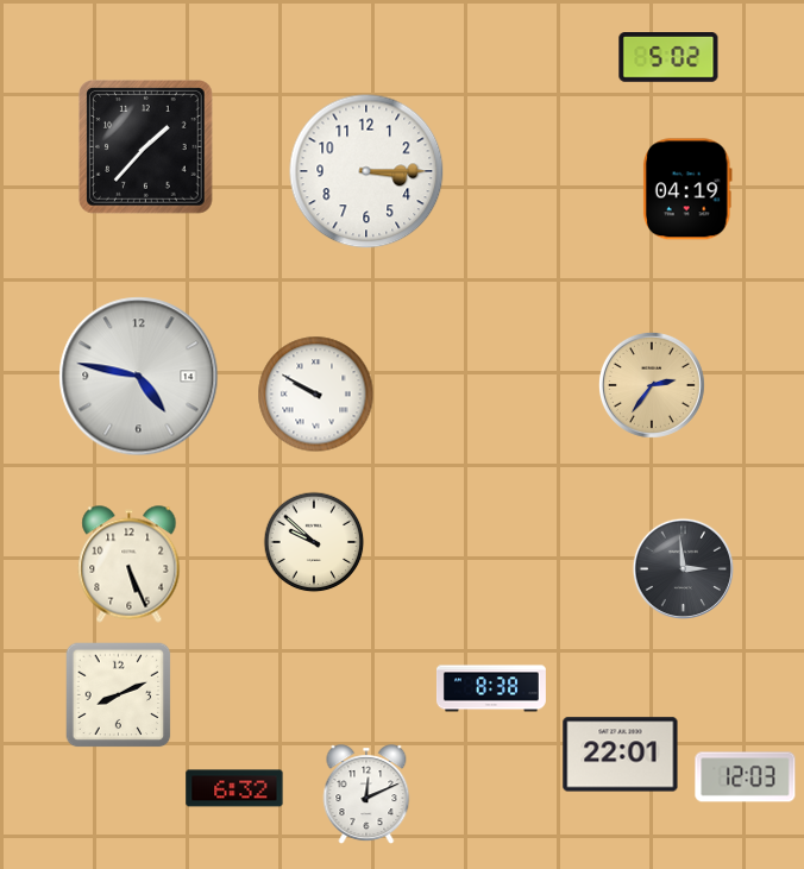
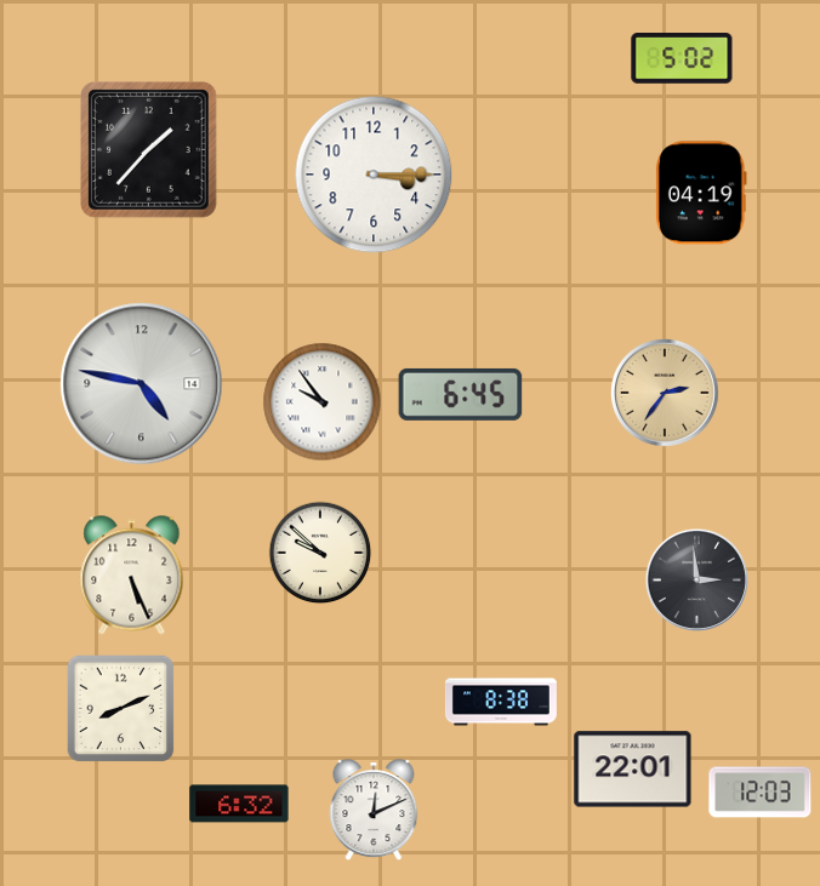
clock at (461, 394): none -> 6:45
clock at (316, 395): 9:50 -> 9:54
